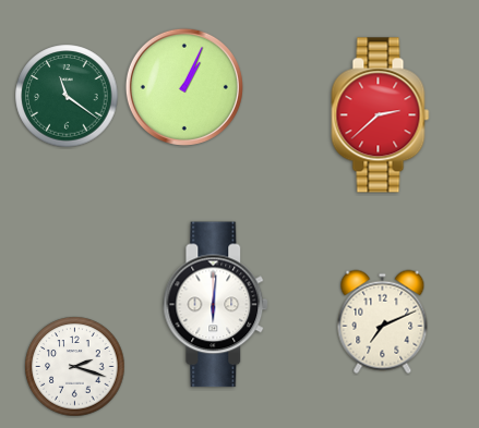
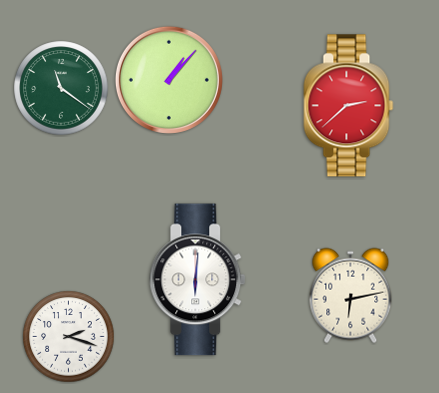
clock at (184, 87): 1:04 -> 1:07
clock at (383, 322): 7:11 -> 6:13
